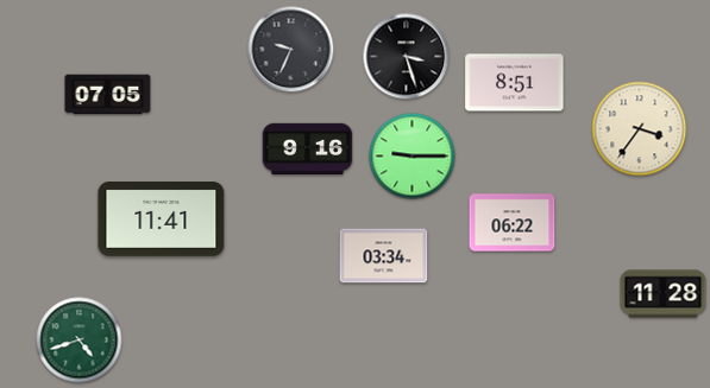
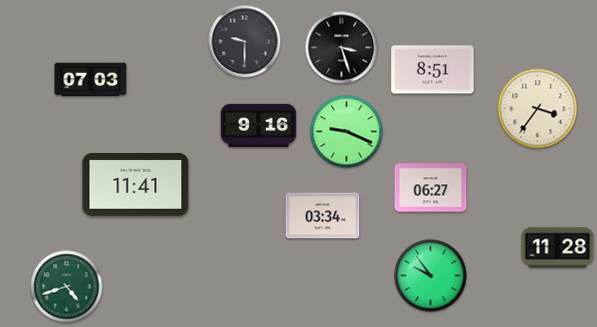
clock at (291, 50): 9:34 -> 9:30
clock at (108, 95): 07:05 -> 07:03
clock at (413, 157): 9:15 -> 9:19
clock at (513, 223): 06:22 -> 06:27
clock at (431, 276): none -> 9:54
